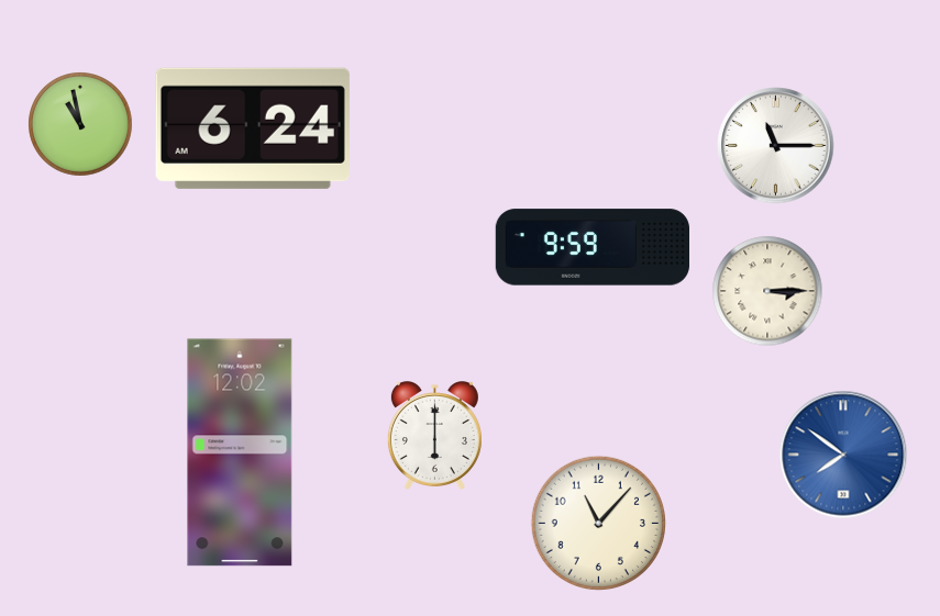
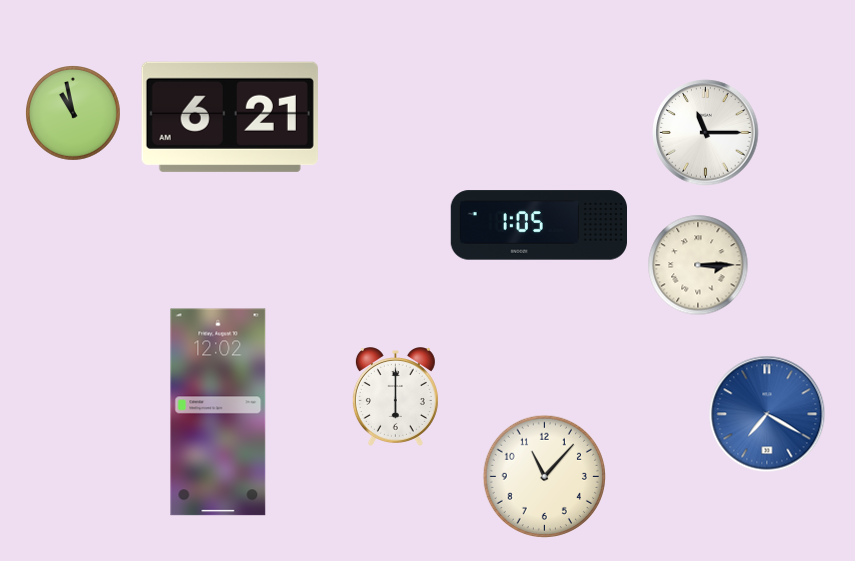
clock at (253, 128): 6:24 -> 6:21
clock at (591, 247): 9:59 -> 1:05
clock at (843, 455): 7:51 -> 7:20
